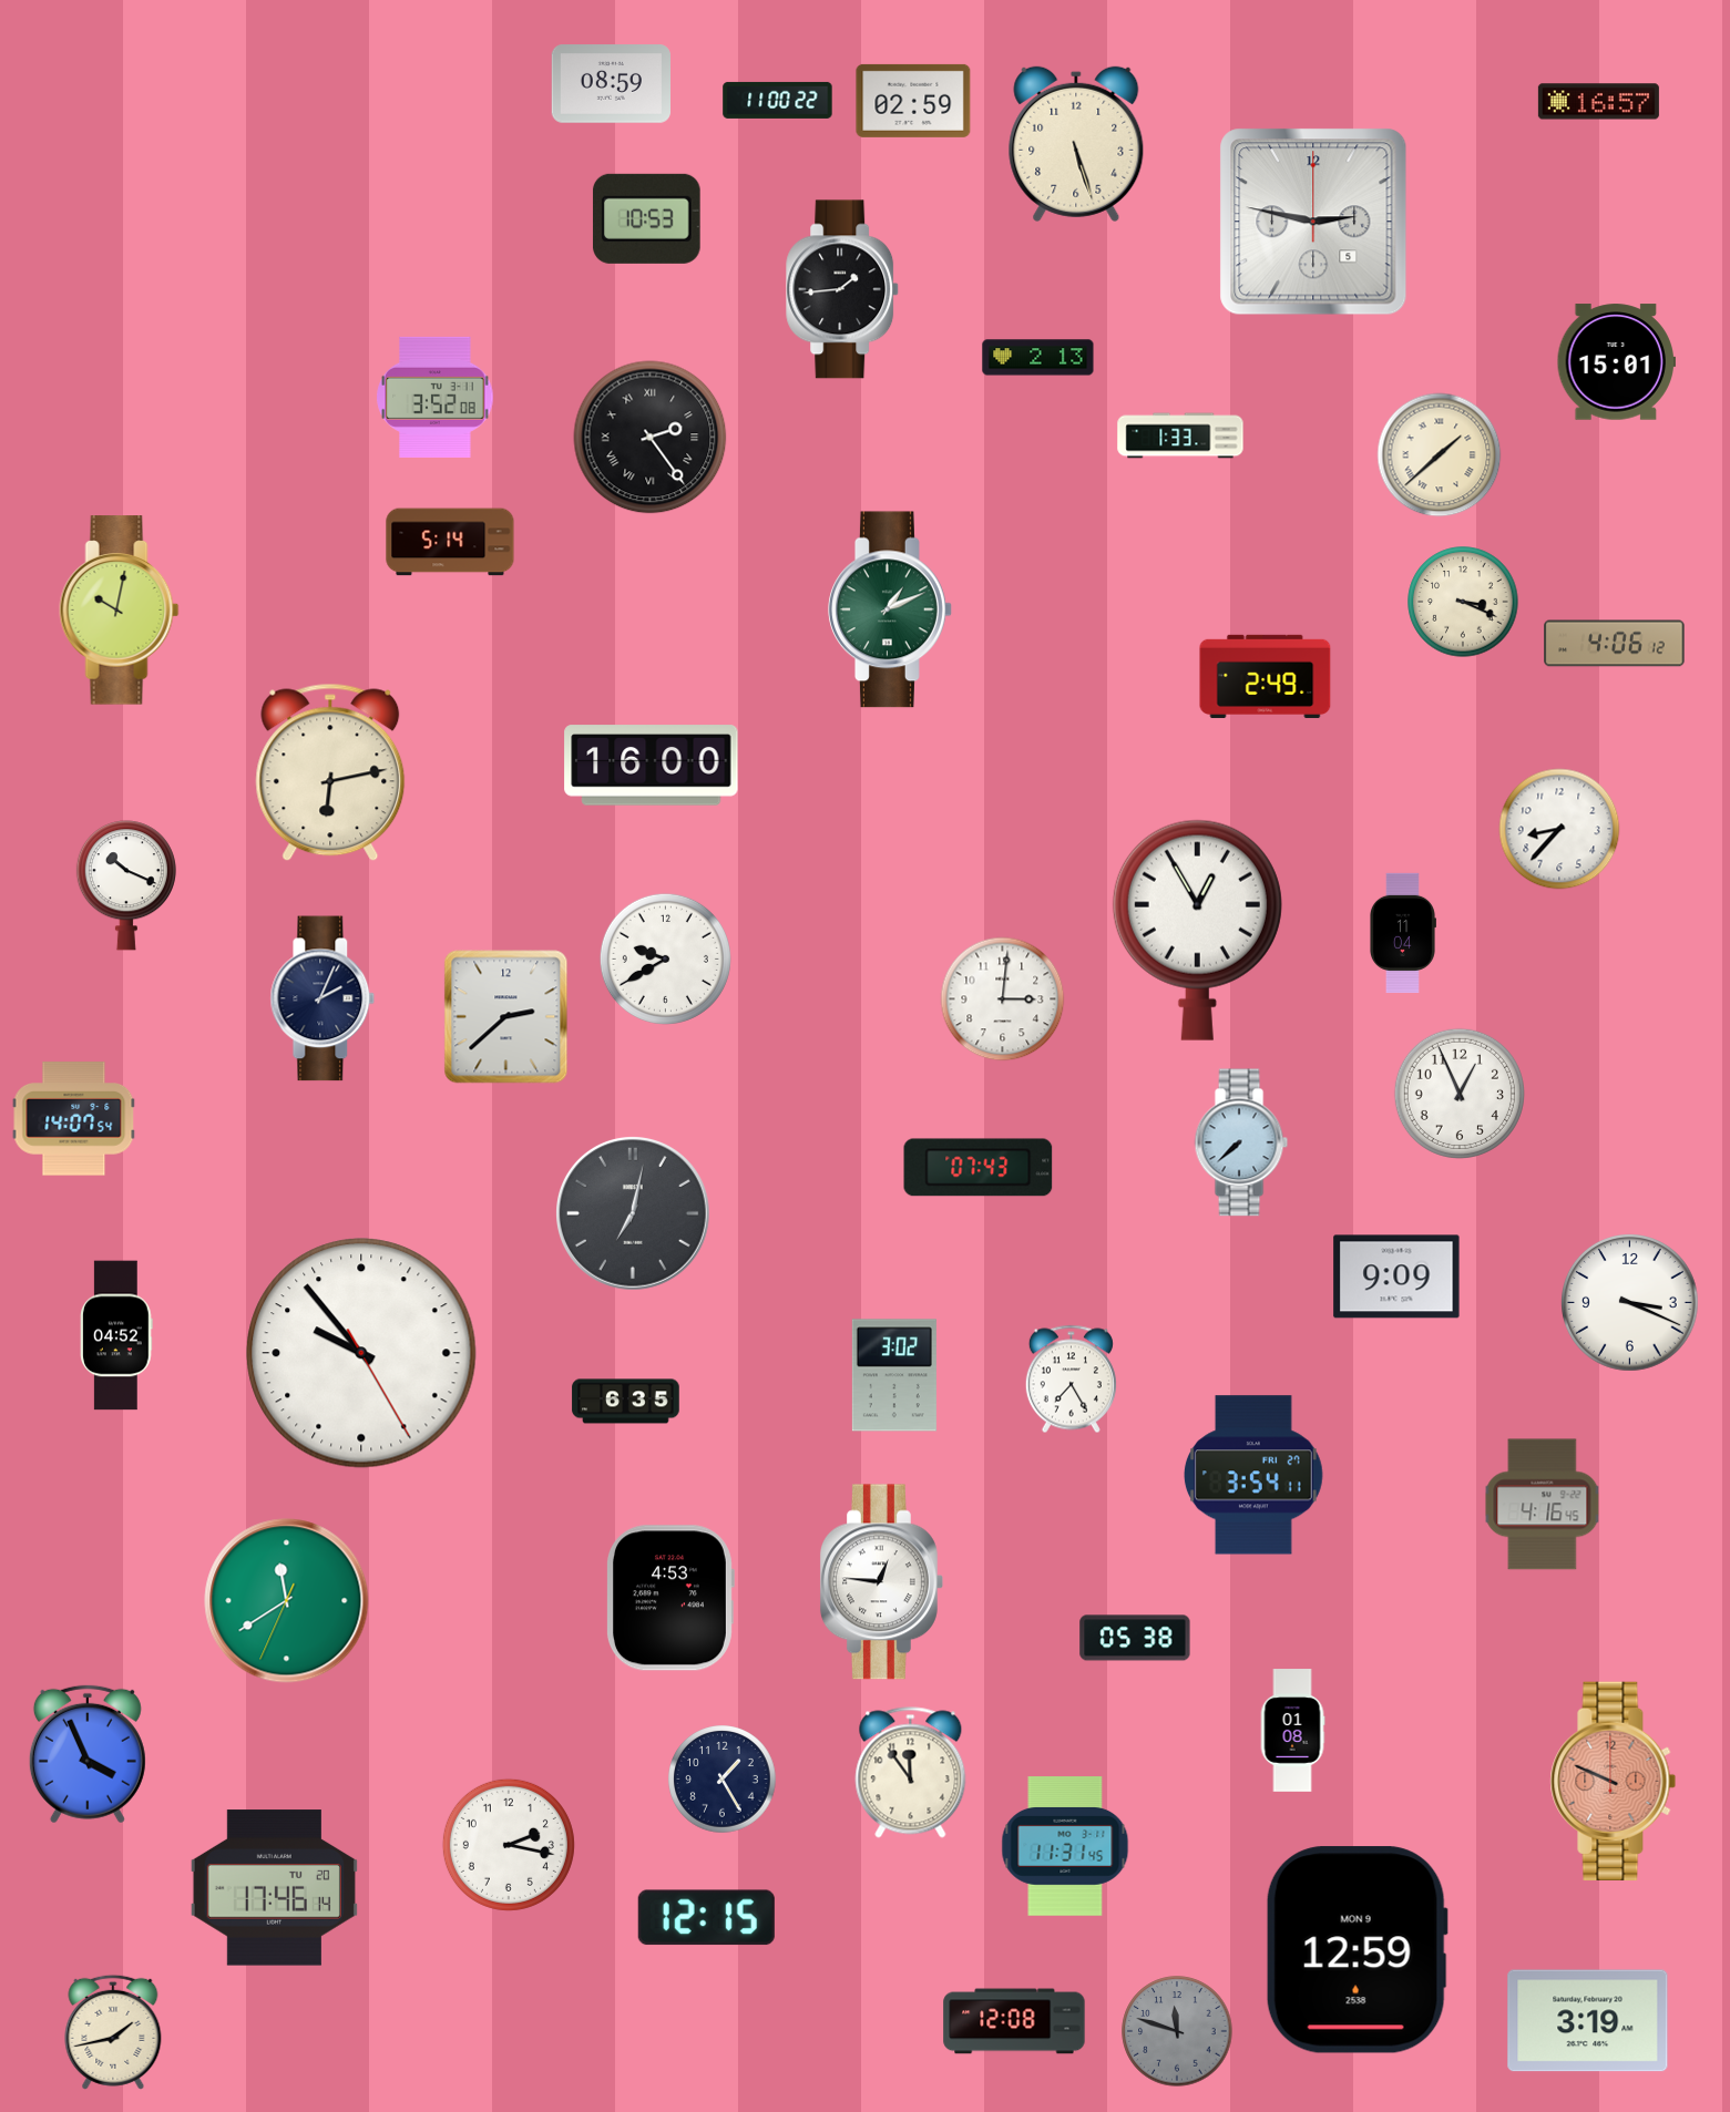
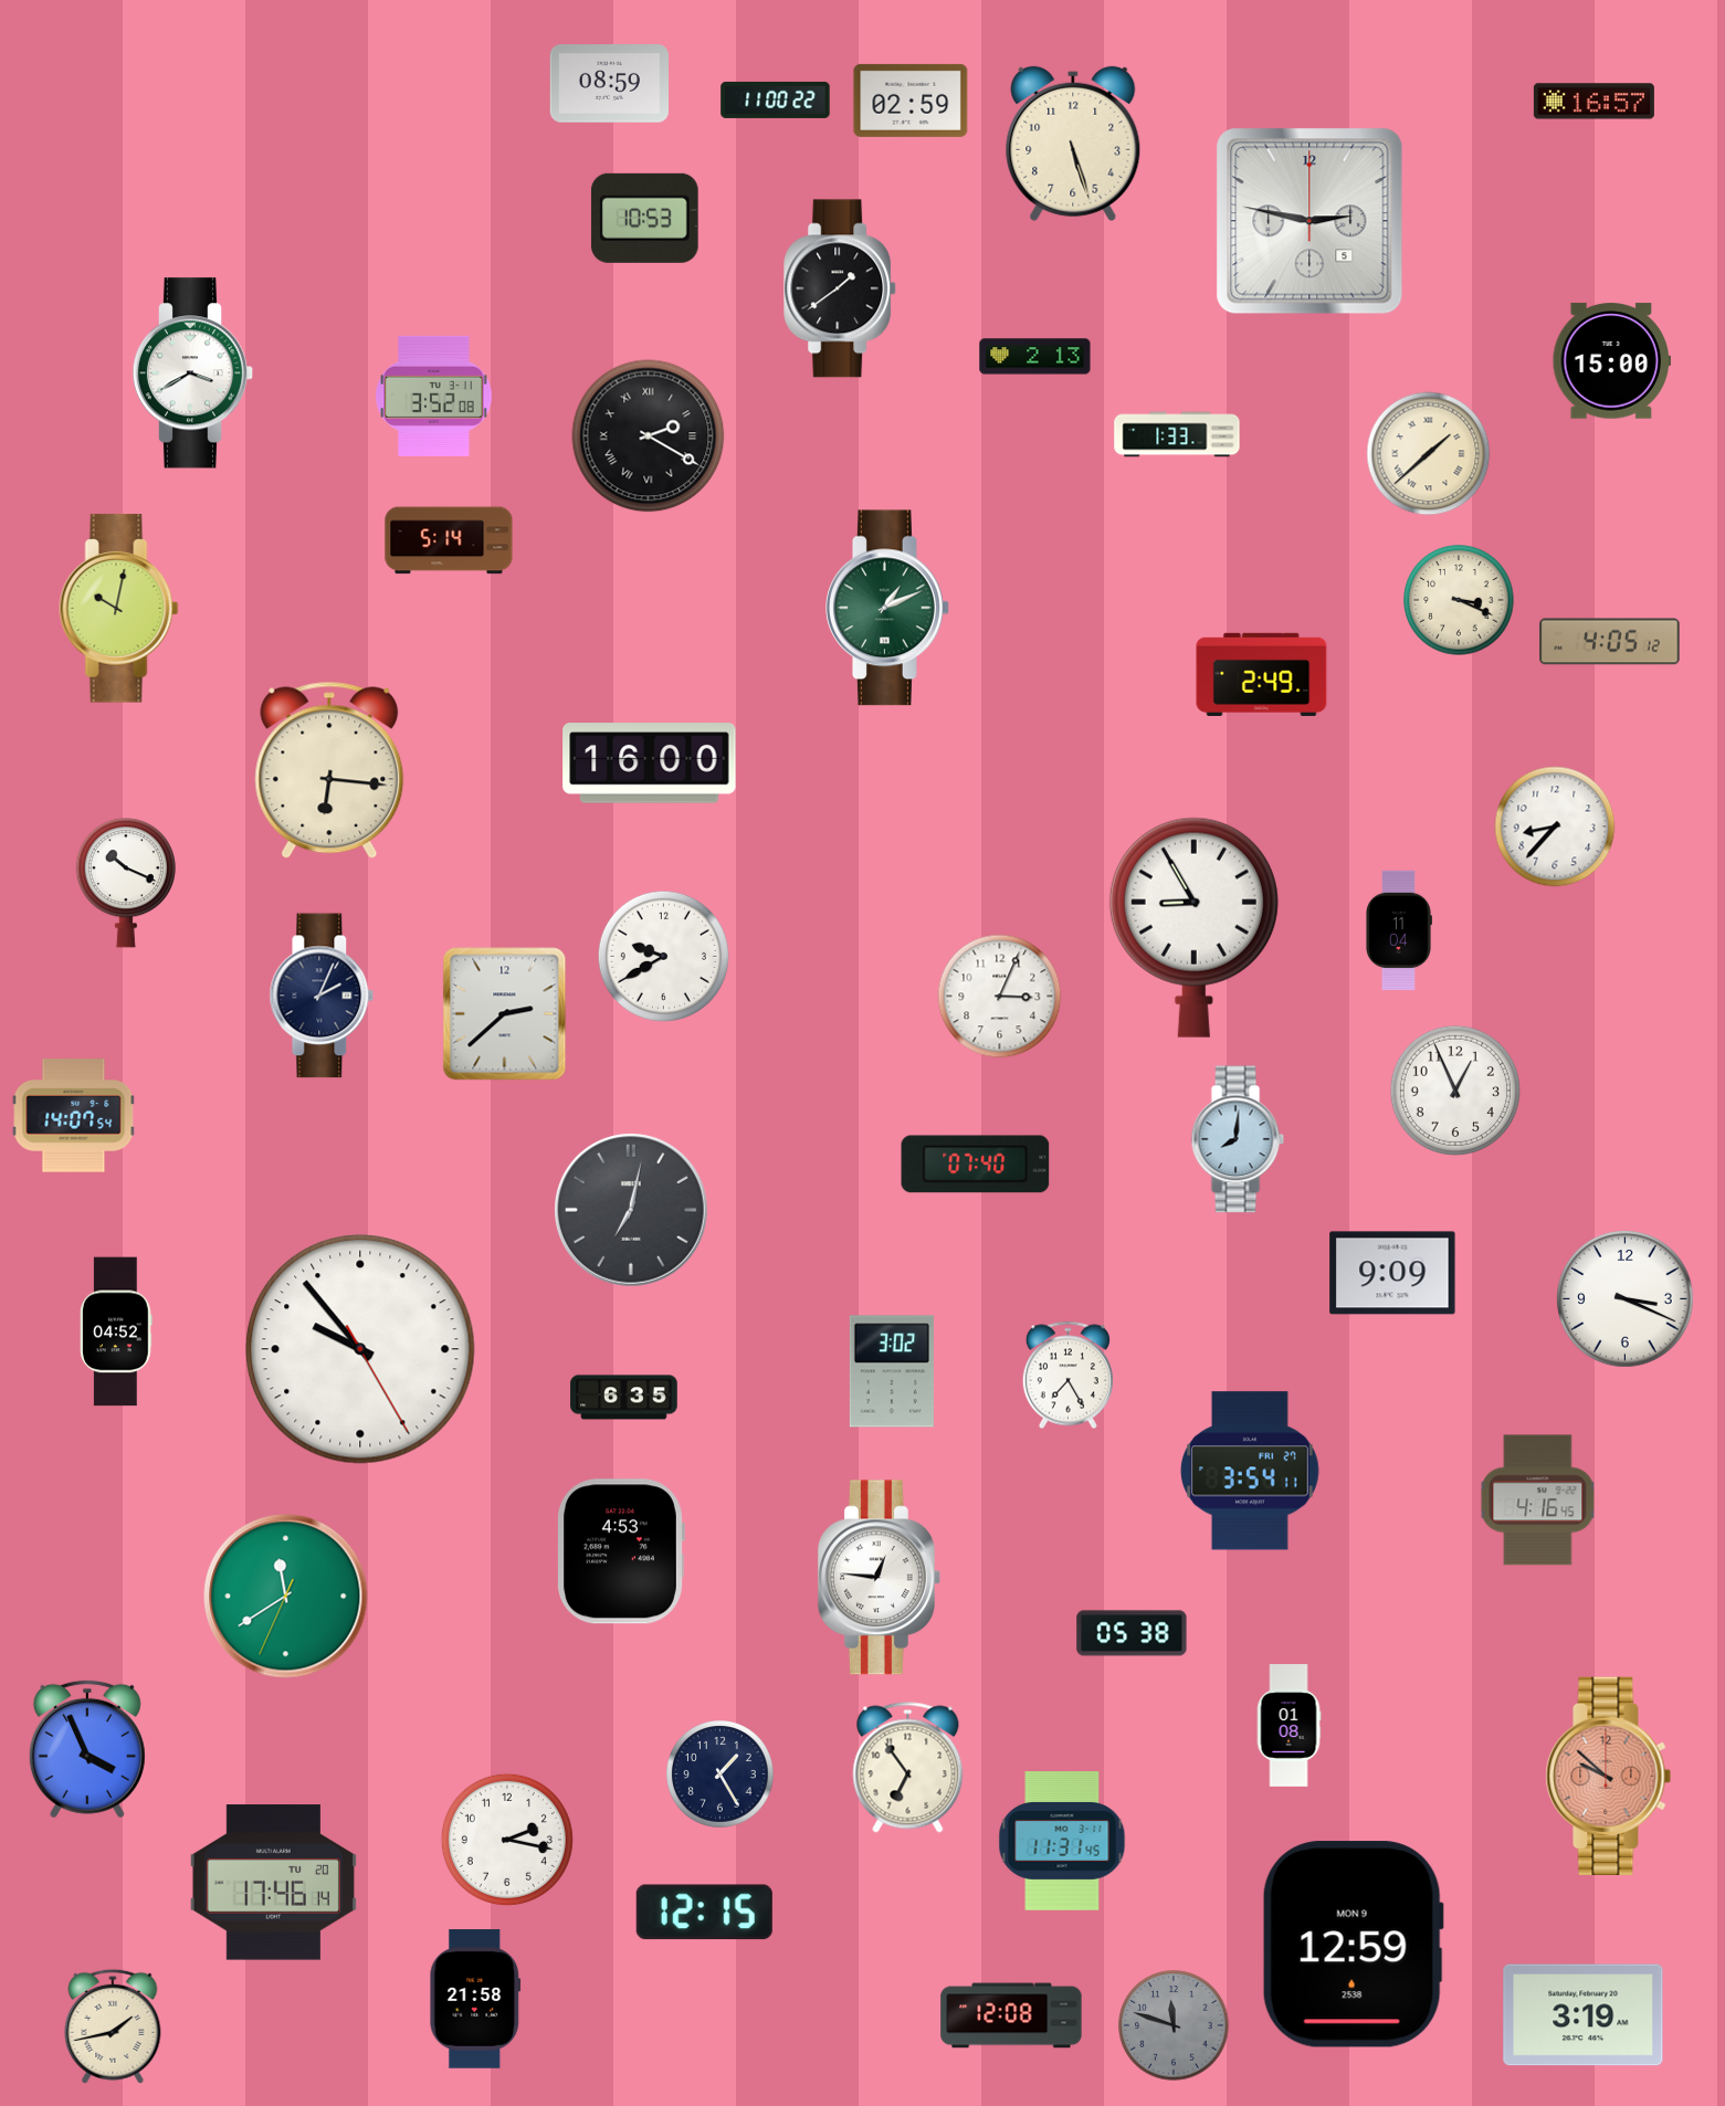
clock at (843, 289): 1:44 -> 1:39
clock at (1616, 362): 15:01 -> 15:00
clock at (193, 373): none -> 3:40
clock at (651, 438): 2:24 -> 2:20
clock at (1440, 455) position: (1440, 455) -> (1429, 454)
clock at (1615, 644): 4:06 -> 4:05
clock at (330, 772): 6:13 -> 6:16
clock at (1197, 930): 12:55 -> 8:55
clock at (1003, 999): 3:01 -> 3:04
clock at (1241, 1142): 7:38 -> 8:01
clock at (979, 1168): 07:43 -> 07:40
clock at (669, 1598) position: (669, 1598) -> (620, 1551)
clock at (911, 1773): 11:54 -> 6:54
clock at (1614, 1781): 9:49 -> 9:52
clock at (475, 1999): none -> 21:58
